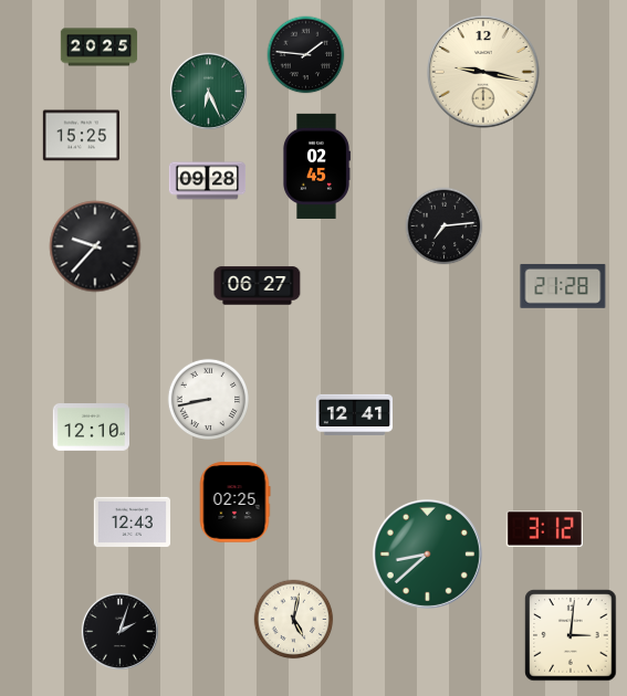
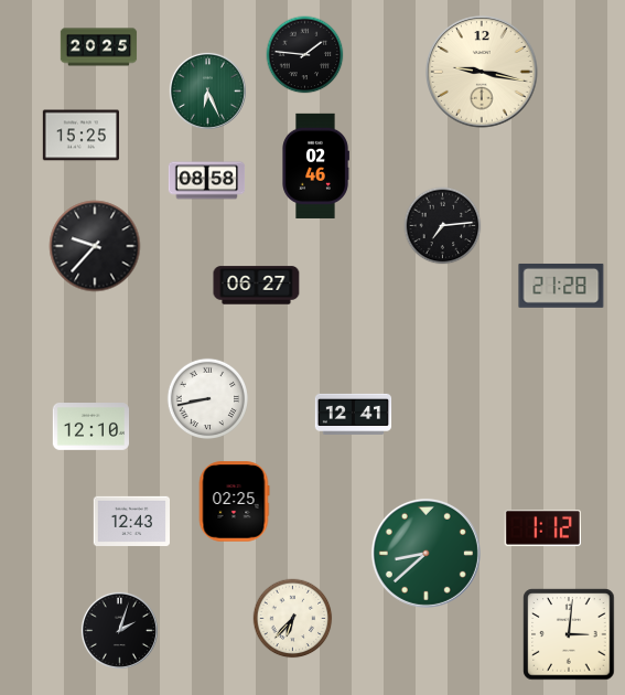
clock at (316, 166): 02:45 -> 02:46
clock at (208, 181): 09:28 -> 08:58
clock at (544, 528): 3:12 -> 1:12
clock at (294, 620): 5:02 -> 6:37
